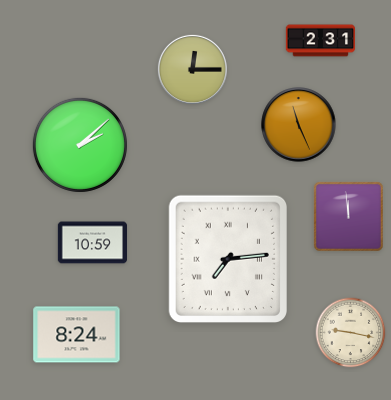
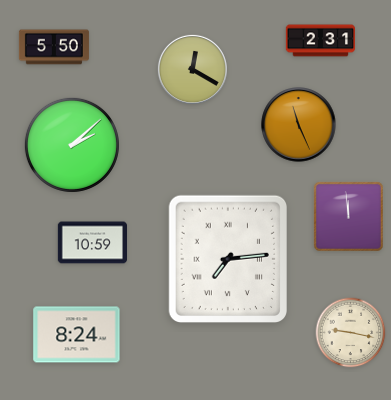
clock at (54, 47): none -> 5:50
clock at (192, 69): 12:15 -> 12:20
clock at (80, 145) position: (80, 145) -> (72, 145)
